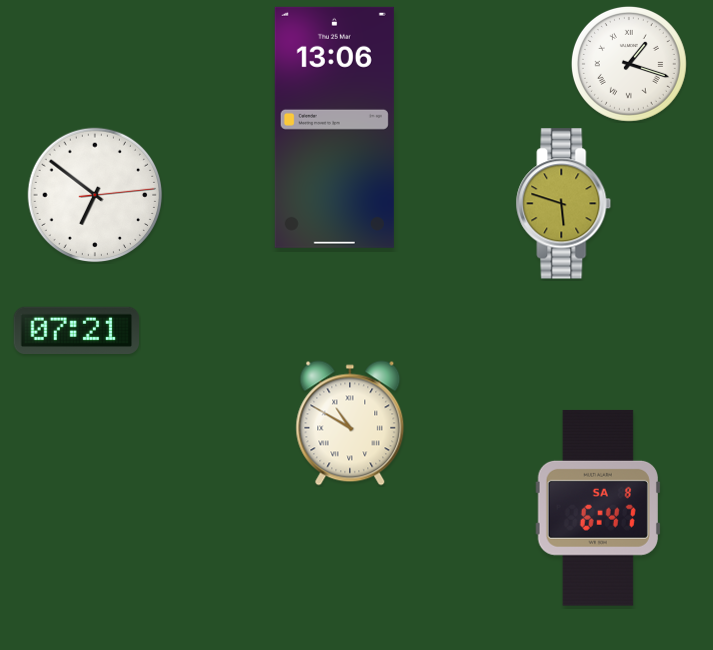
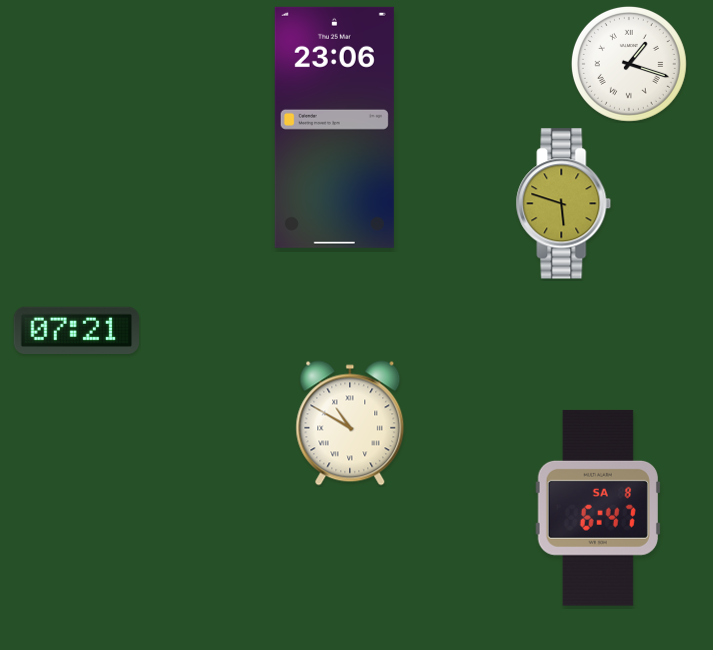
clock at (334, 127): 13:06 -> 23:06
clock at (95, 195): 6:51 -> none
